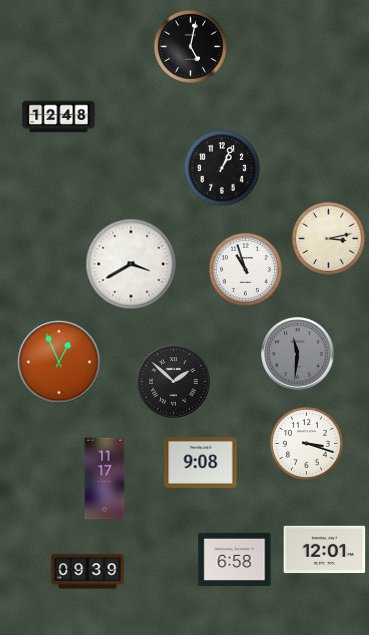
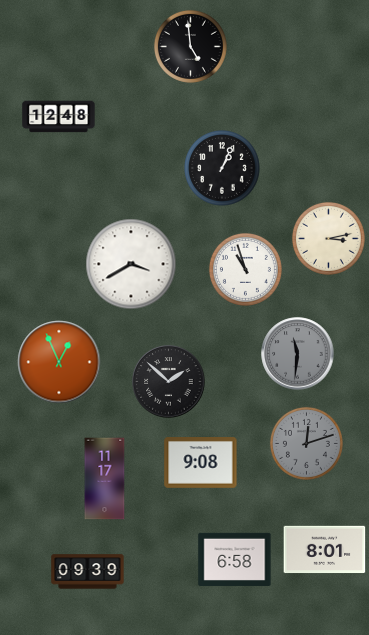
clock at (190, 46): 5:02 -> 4:59
clock at (174, 382) position: (174, 382) -> (169, 382)
clock at (306, 443): 3:18 -> 12:12
clock at (306, 443) dial: white -> grey
clock at (325, 550): 12:01 -> 8:01
